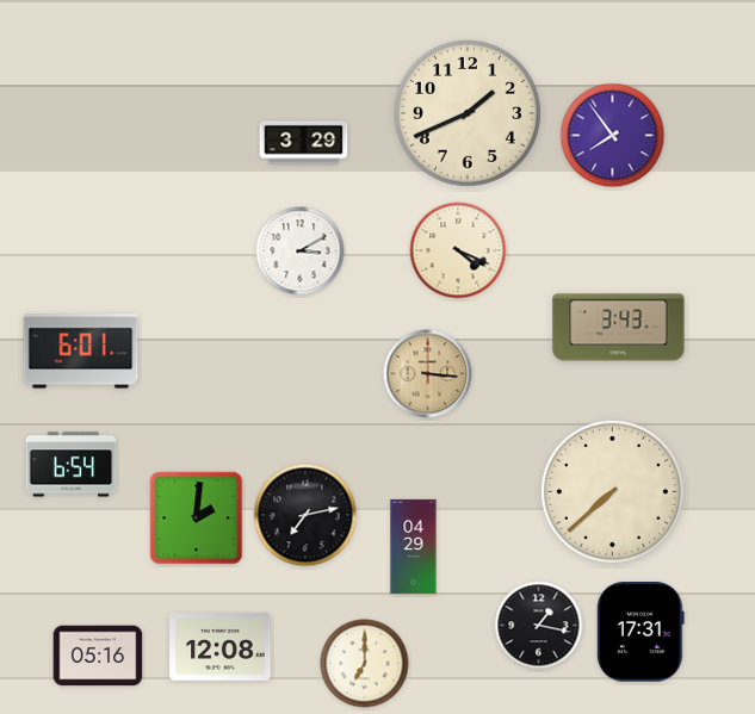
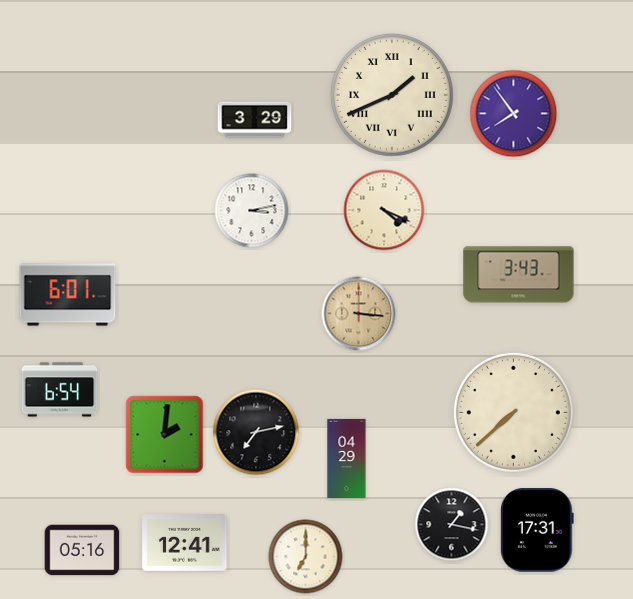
clock at (468, 113) numerals: Arabic -> Roman
clock at (301, 252): 3:10 -> 3:13
clock at (221, 647): 12:08 -> 12:41
